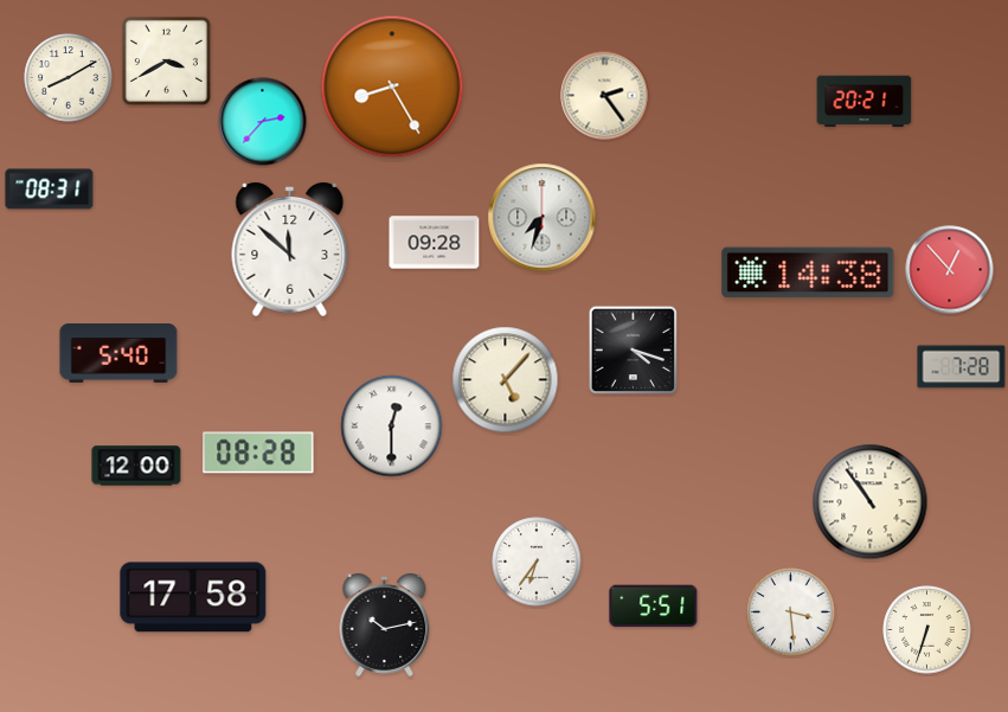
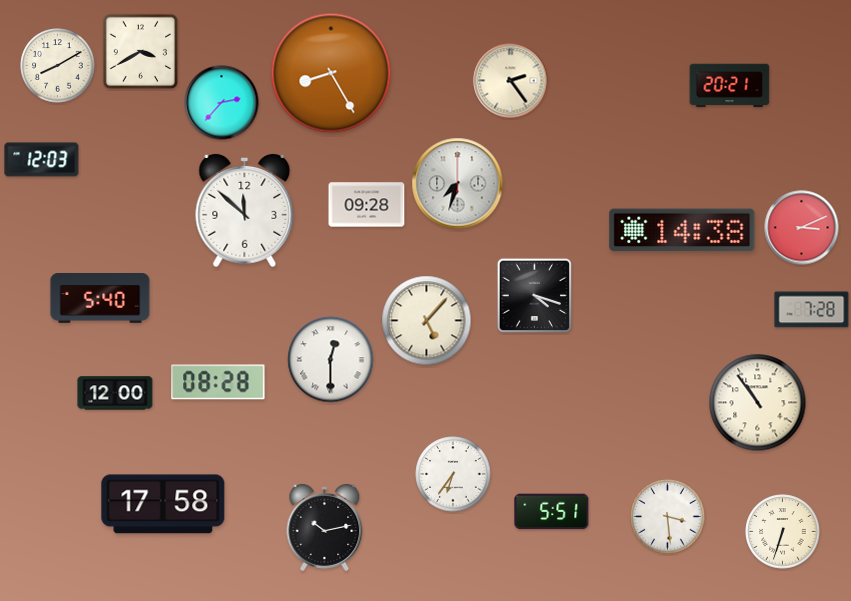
clock at (50, 190): 08:31 -> 12:03
clock at (950, 270): 12:53 -> 3:11
clock at (871, 502) position: (871, 502) -> (758, 403)
